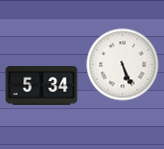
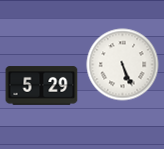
clock at (42, 86): 5:34 -> 5:29
